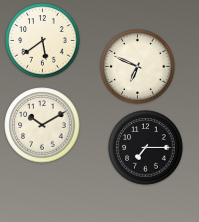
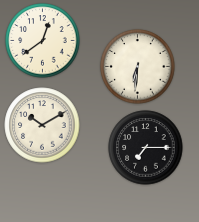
clock at (43, 41): 5:39 -> 12:39
clock at (138, 67): 6:49 -> 6:31
